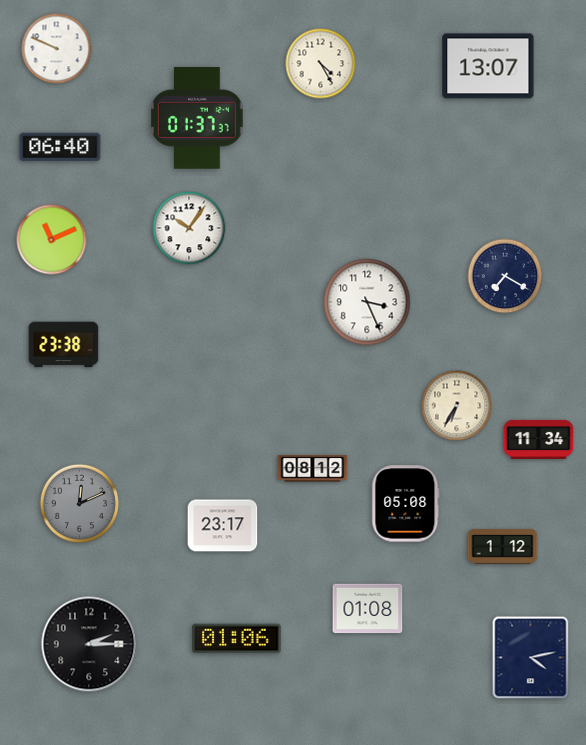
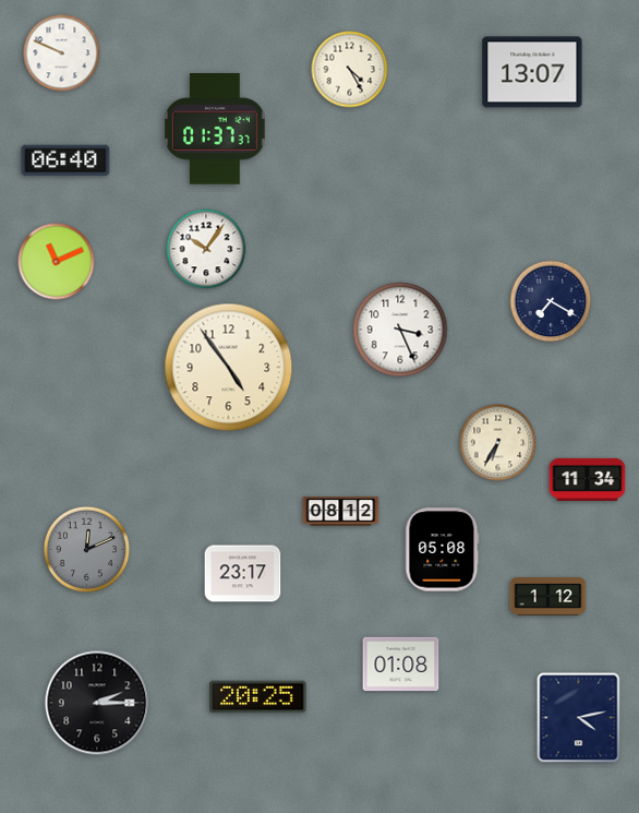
clock at (229, 368): none -> 4:54
clock at (64, 345): 23:38 -> none
clock at (237, 639): 01:06 -> 20:25
